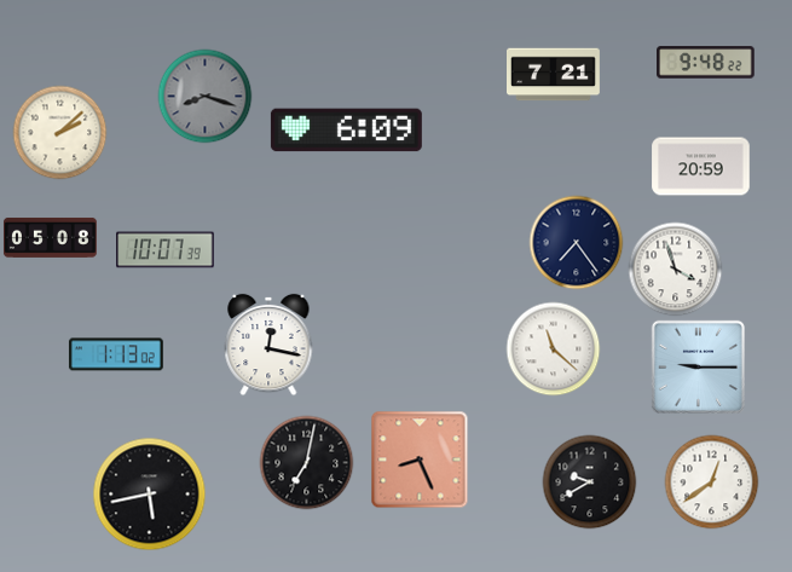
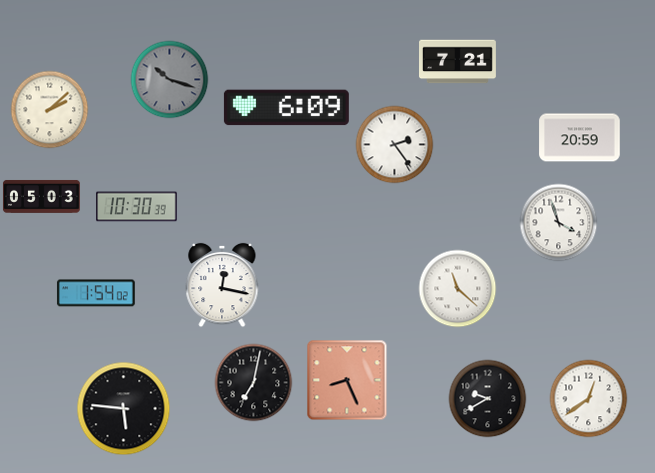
clock at (706, 63): 9:48 -> none
clock at (204, 96): 8:18 -> 10:18
clock at (394, 144): none -> 2:24
clock at (50, 237): 05:08 -> 05:03
clock at (576, 242): 7:24 -> none
clock at (166, 250): 10:07 -> 10:30
clock at (116, 354): 1:13 -> 1:54
clock at (698, 366): 9:15 -> none
clock at (149, 493): 5:43 -> 5:46
